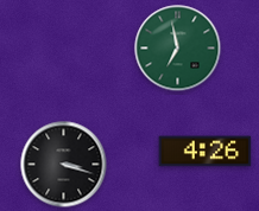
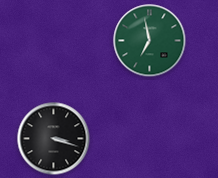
clock at (206, 152): 4:26 -> none
